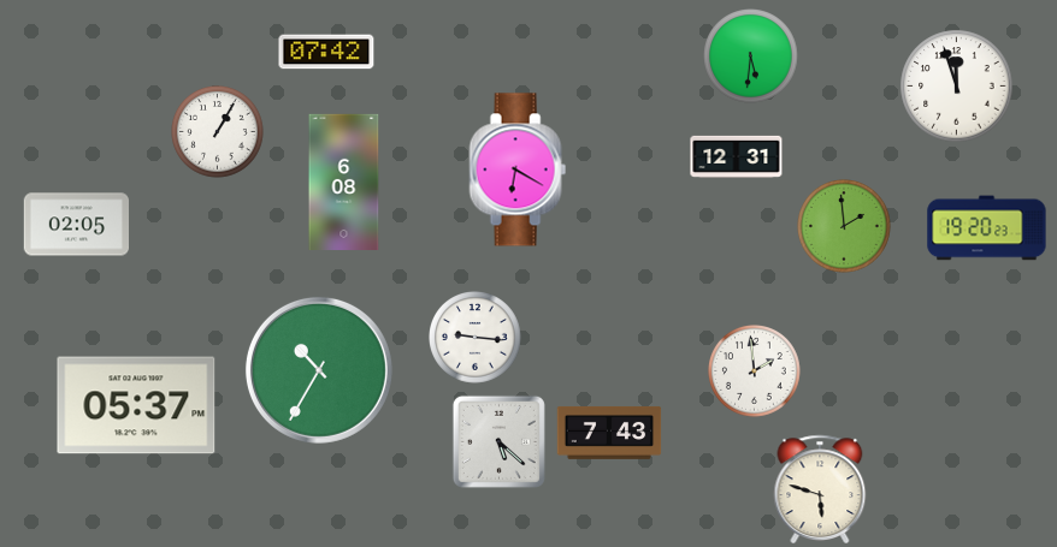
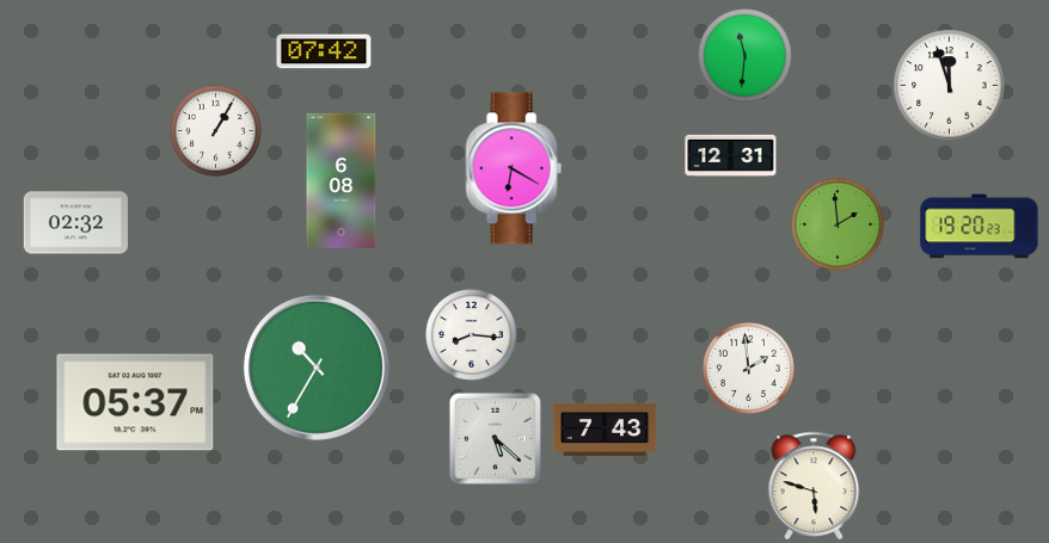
clock at (751, 57): 5:31 -> 11:31
clock at (76, 225): 02:05 -> 02:32
clock at (476, 338): 9:16 -> 8:16
